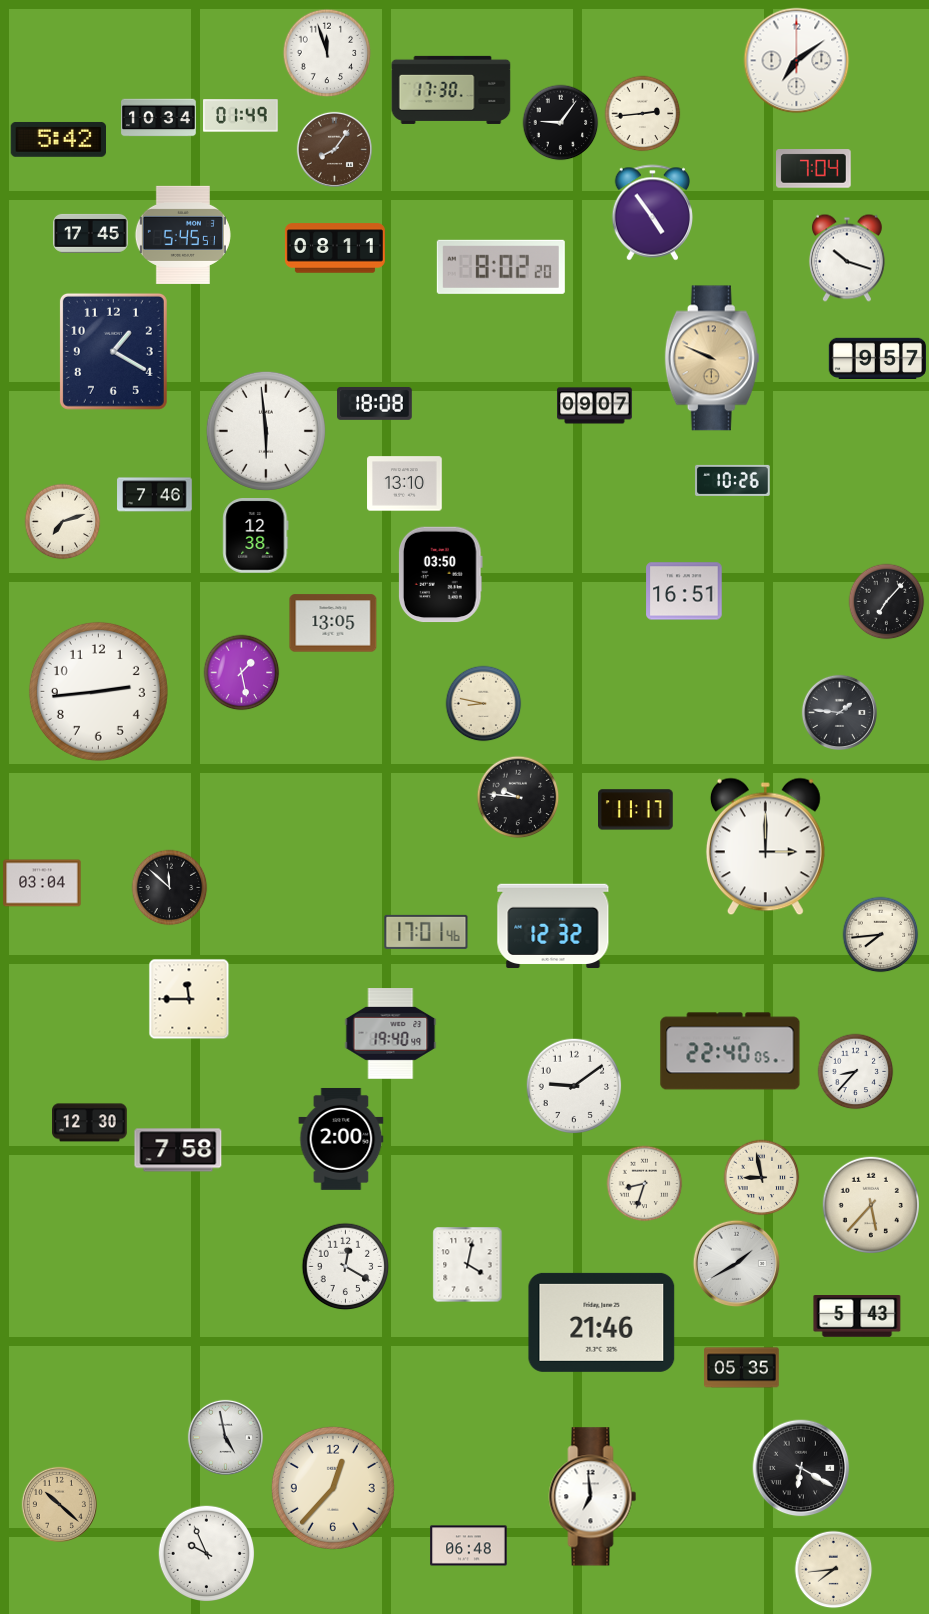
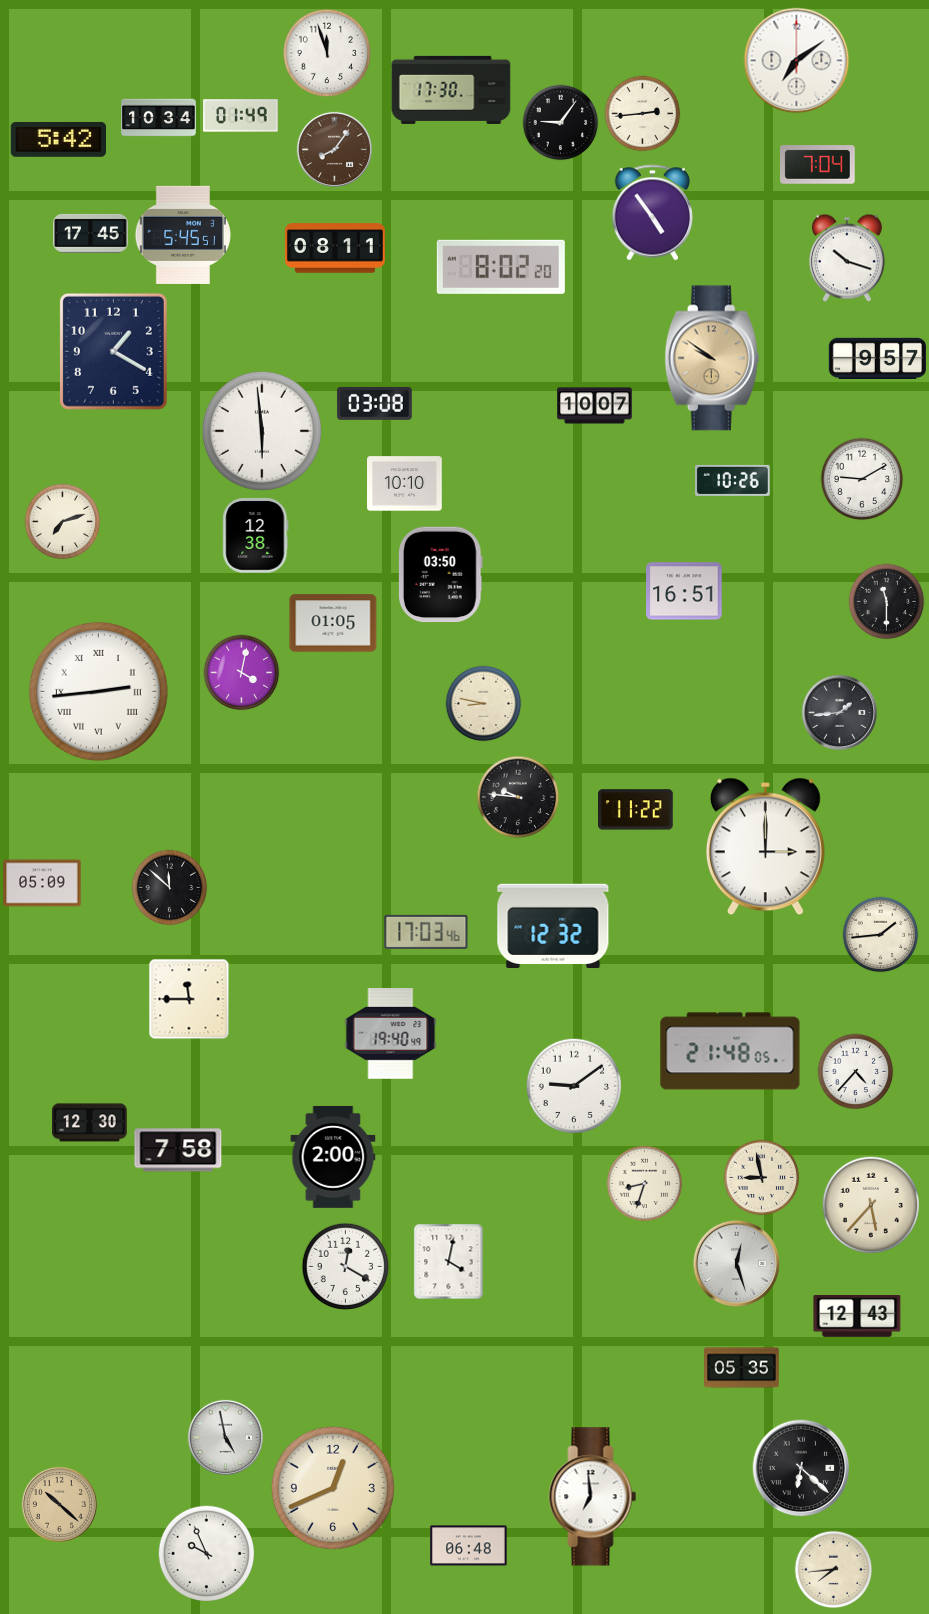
clock at (814, 169) position: (814, 169) -> (818, 165)
clock at (712, 358): 9:49 -> 9:51
clock at (375, 403): 18:08 -> 03:08
clock at (595, 406): 09:07 -> 10:07
clock at (266, 431) position: (266, 431) -> (262, 431)
clock at (862, 479): none -> 9:10
clock at (405, 484): 13:10 -> 10:10
clock at (155, 495): 7:46 -> none
clock at (887, 602): 7:07 -> 11:30
clock at (333, 623): 13:05 -> 01:05
clock at (242, 673): 1:28 -> 4:02
clock at (98, 691) numerals: Arabic -> Roman
clock at (839, 712): 1:46 -> 1:44
clock at (636, 810): 11:17 -> 11:22
clock at (42, 883): 03:04 -> 05:09
clock at (426, 932): 17:01 -> 17:03
clock at (881, 935): 7:44 -> 1:44
clock at (730, 1051): 22:40 -> 21:48
clock at (856, 1072): 8:37 -> 4:37
clock at (341, 1139) position: (341, 1139) -> (333, 1157)
clock at (737, 1264): 1:40 -> 12:27
clock at (468, 1265) position: (468, 1265) -> (449, 1262)
clock at (857, 1317): 5:43 -> 12:43
clock at (602, 1322): 21:46 -> none
clock at (801, 1468): 6:20 -> 6:22
clock at (333, 1488): 12:37 -> 12:41
